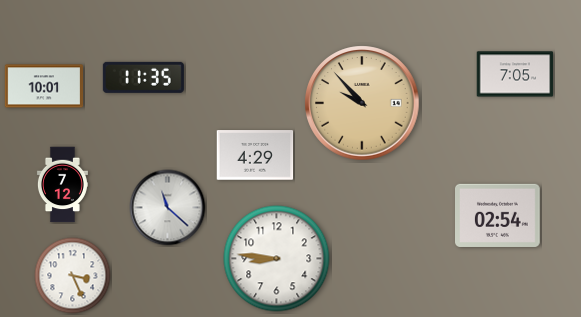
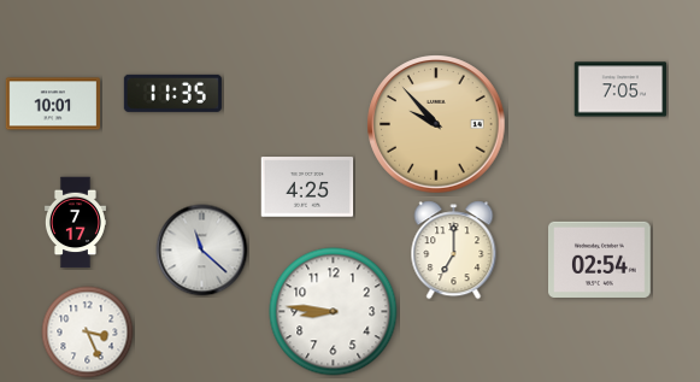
clock at (255, 155): 4:29 -> 4:25
clock at (62, 185): 7:12 -> 7:17
clock at (454, 251): none -> 7:00
